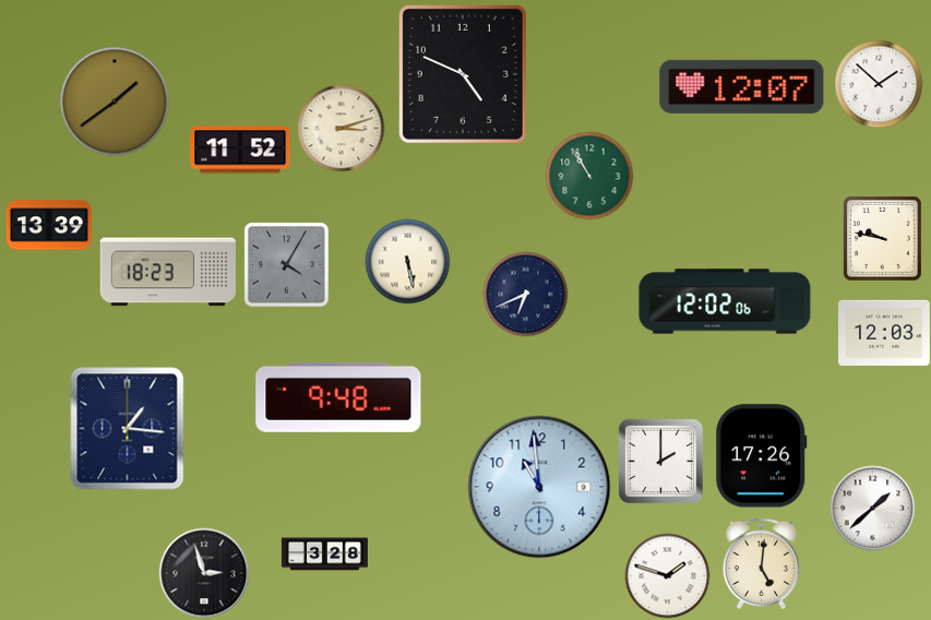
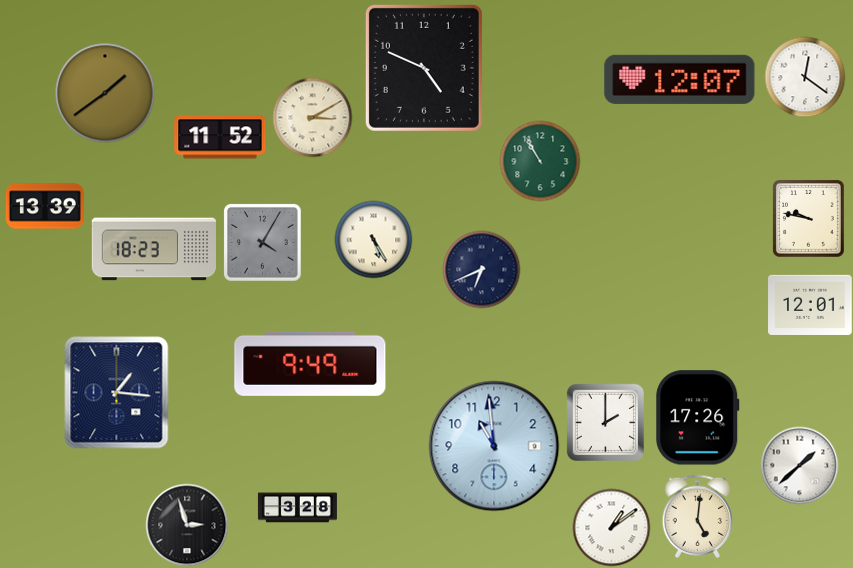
clock at (879, 84): 1:52 -> 12:21
clock at (341, 128): 3:12 -> 3:10
clock at (407, 261): 5:28 -> 5:25
clock at (725, 301): 12:02 -> none
clock at (884, 333): 12:03 -> 12:01
clock at (338, 397): 9:48 -> 9:49
clock at (667, 575): 1:48 -> 1:09
